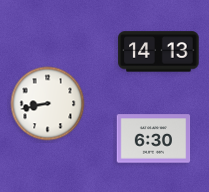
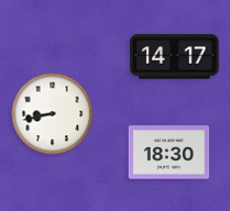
clock at (159, 52): 14:13 -> 14:17
clock at (154, 139): 6:30 -> 18:30
